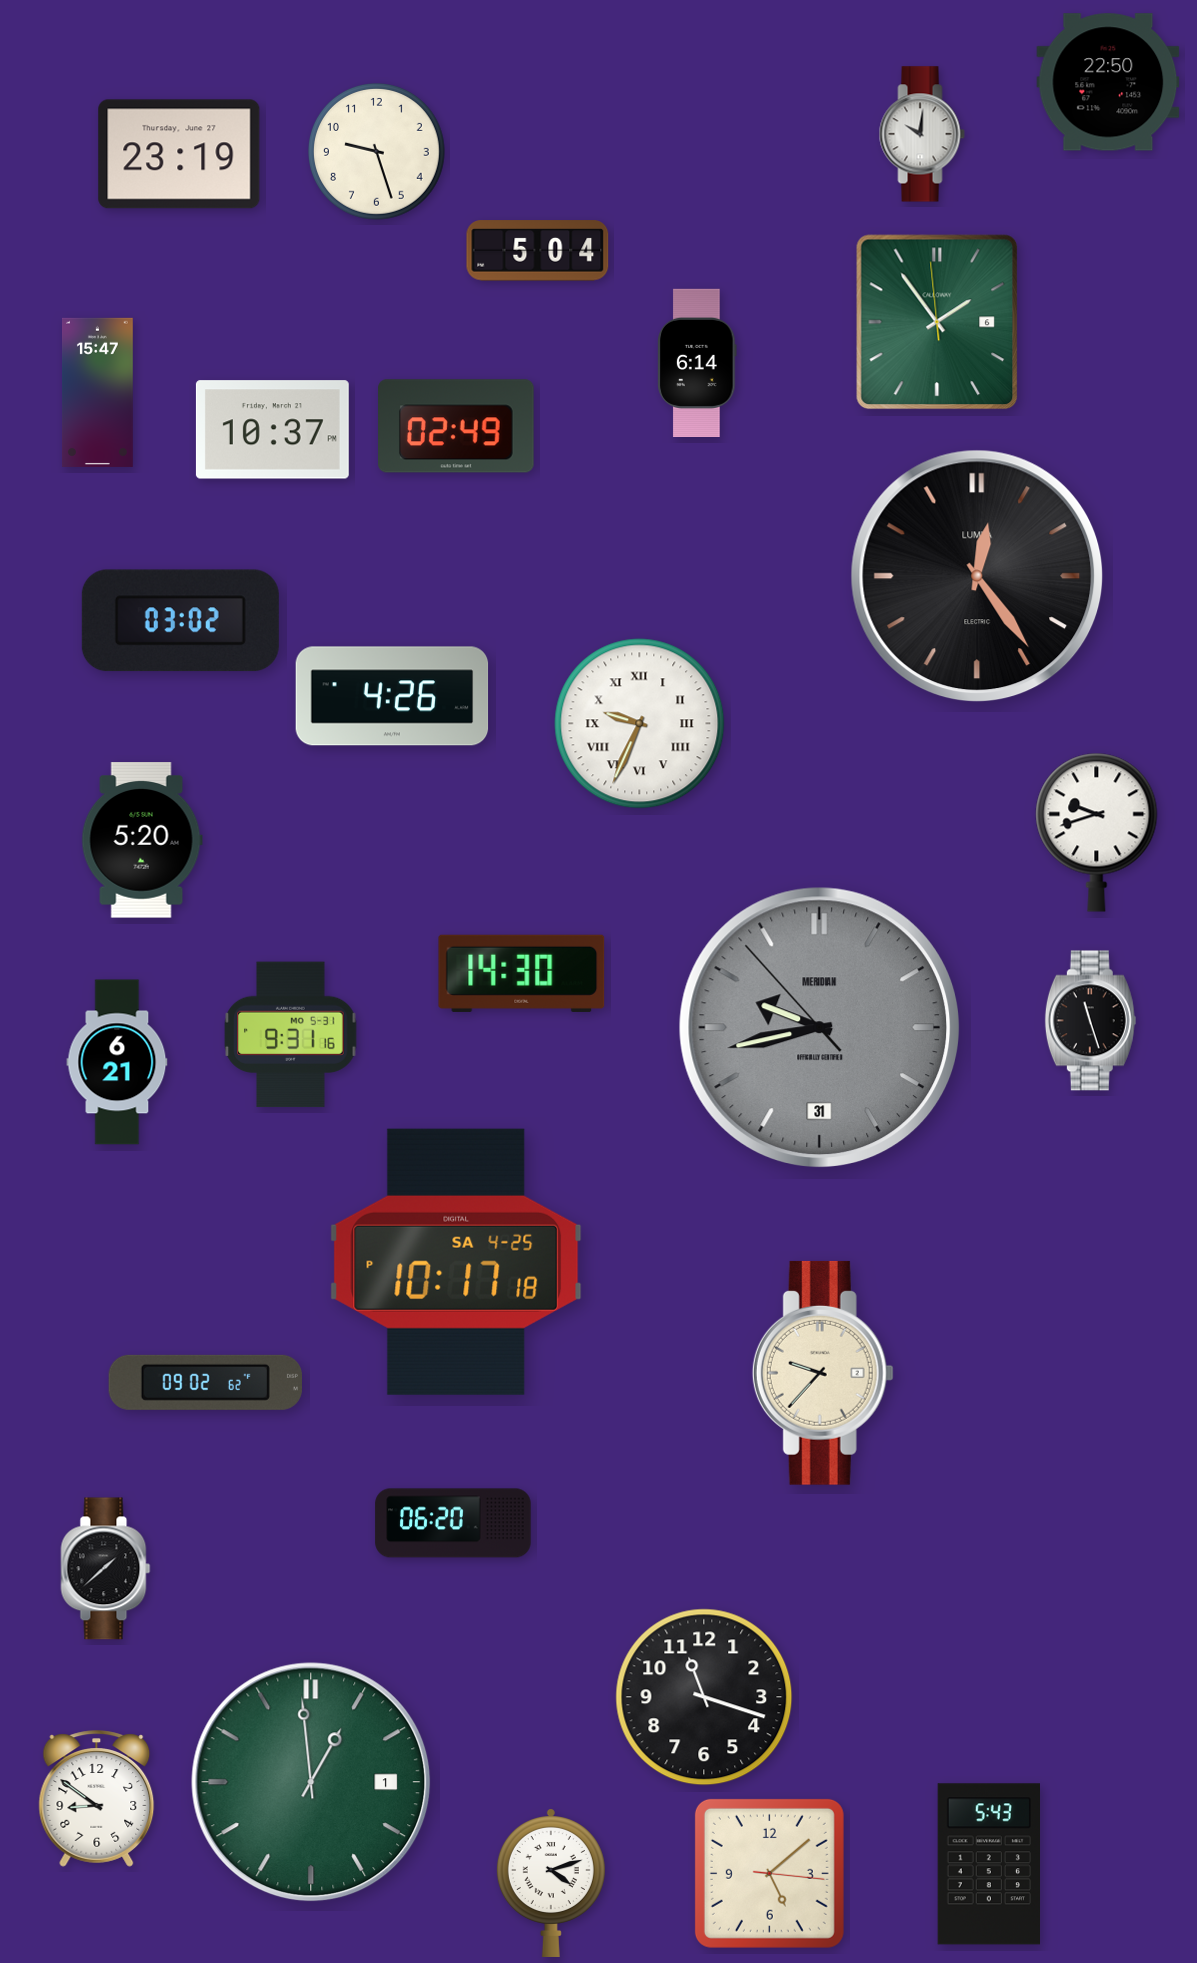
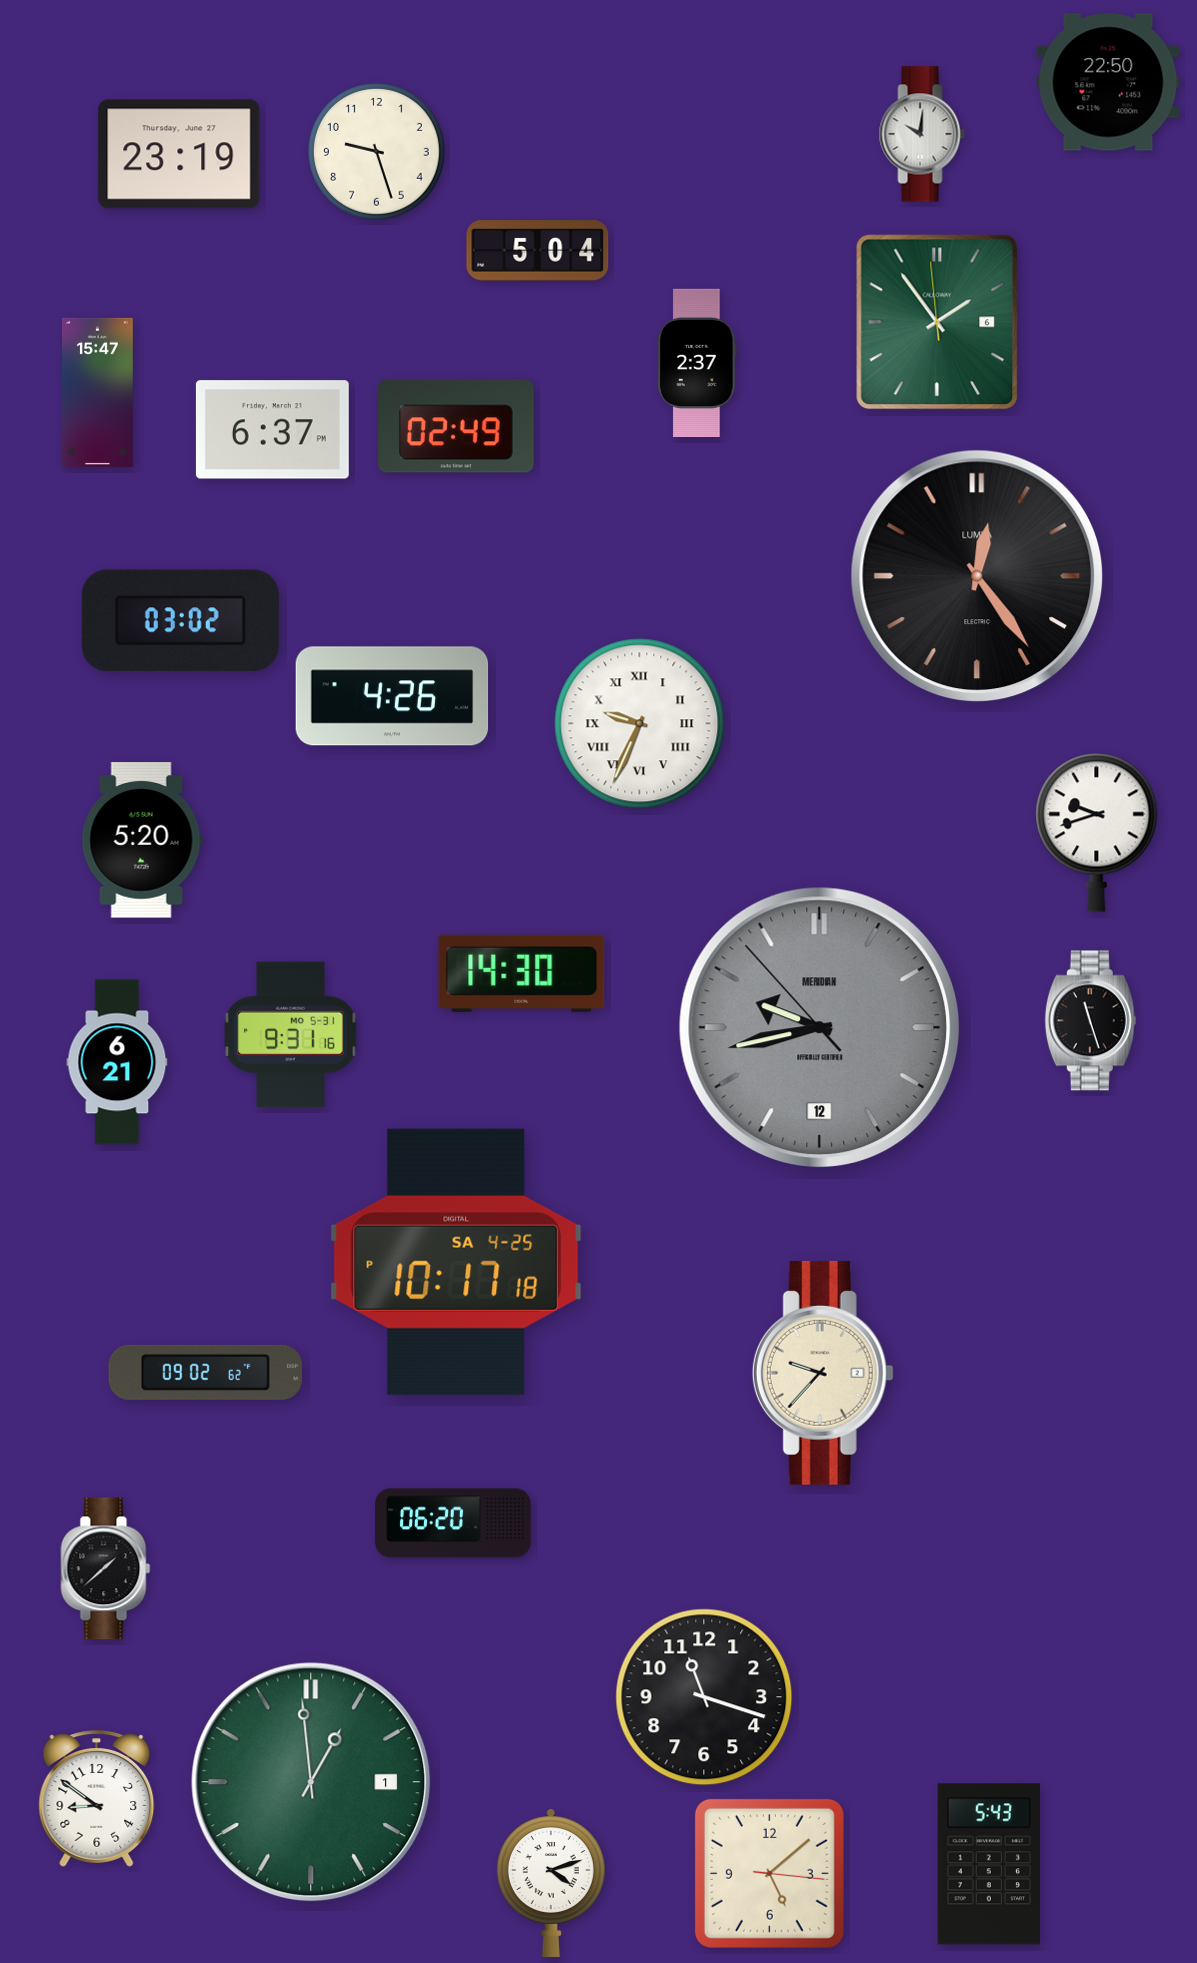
clock at (697, 362): 6:14 -> 2:37
clock at (272, 430): 10:37 -> 6:37
clock at (819, 1027) date: 31 -> 12
clock at (205, 1382) position: (205, 1382) -> (205, 1372)
